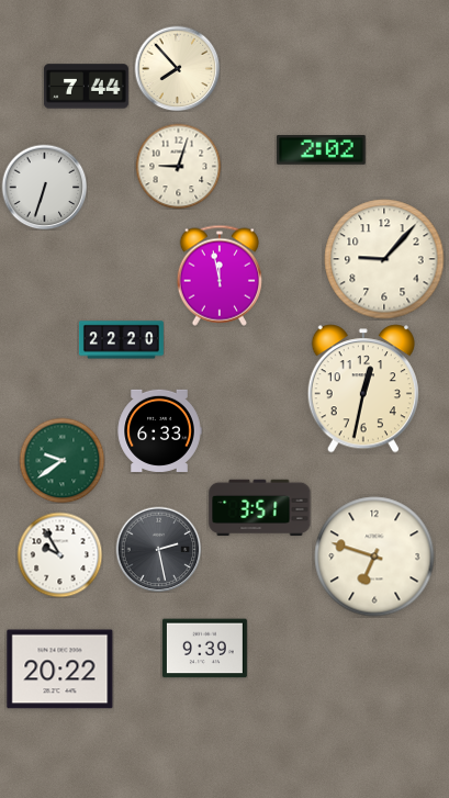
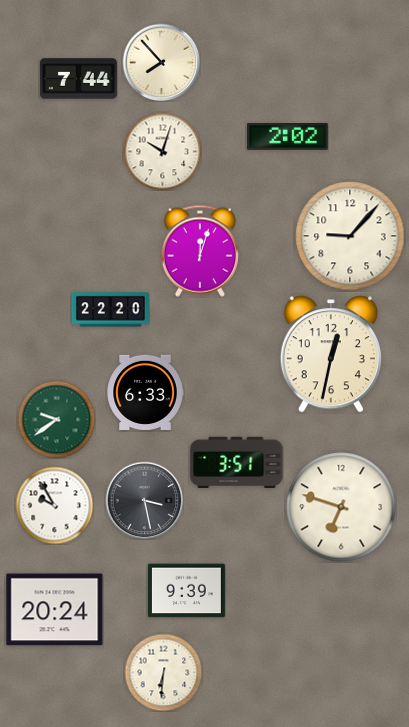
clock at (322, 150) position: (322, 150) -> (288, 137)
clock at (178, 166): 9:03 -> 10:03
clock at (44, 187): 6:33 -> none
clock at (218, 276): 11:58 -> 12:03
clock at (158, 549): 2:28 -> 3:28
clock at (60, 670): 20:22 -> 20:24
clock at (163, 672): none -> 6:31
